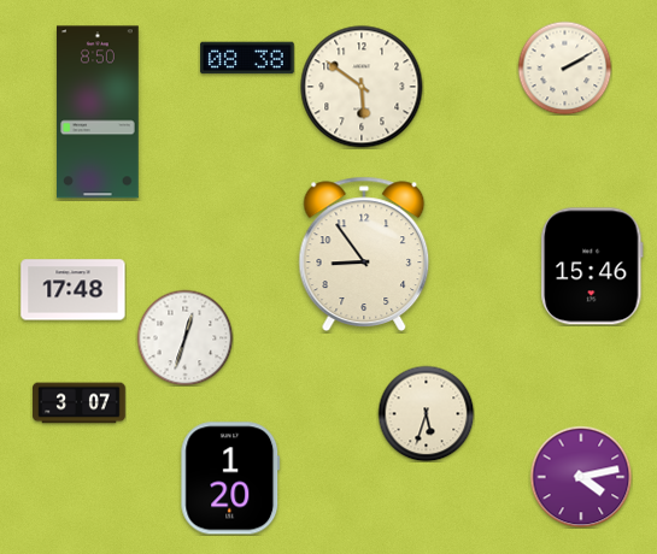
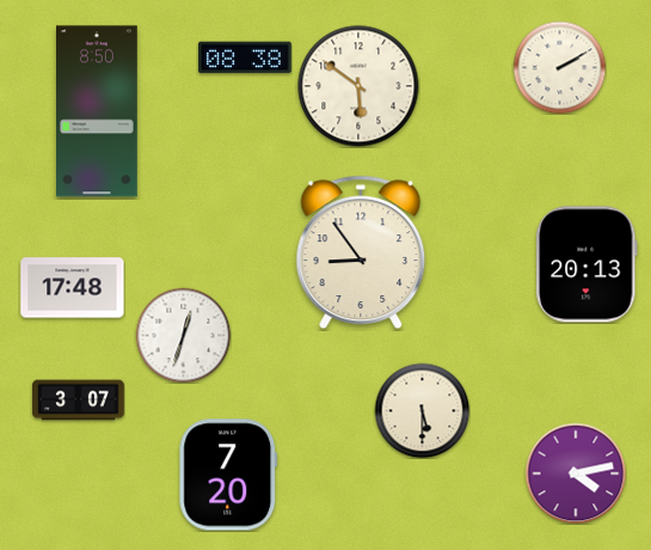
clock at (592, 266): 15:46 -> 20:13
clock at (426, 413): 5:33 -> 5:30
clock at (230, 478): 1:20 -> 7:20
